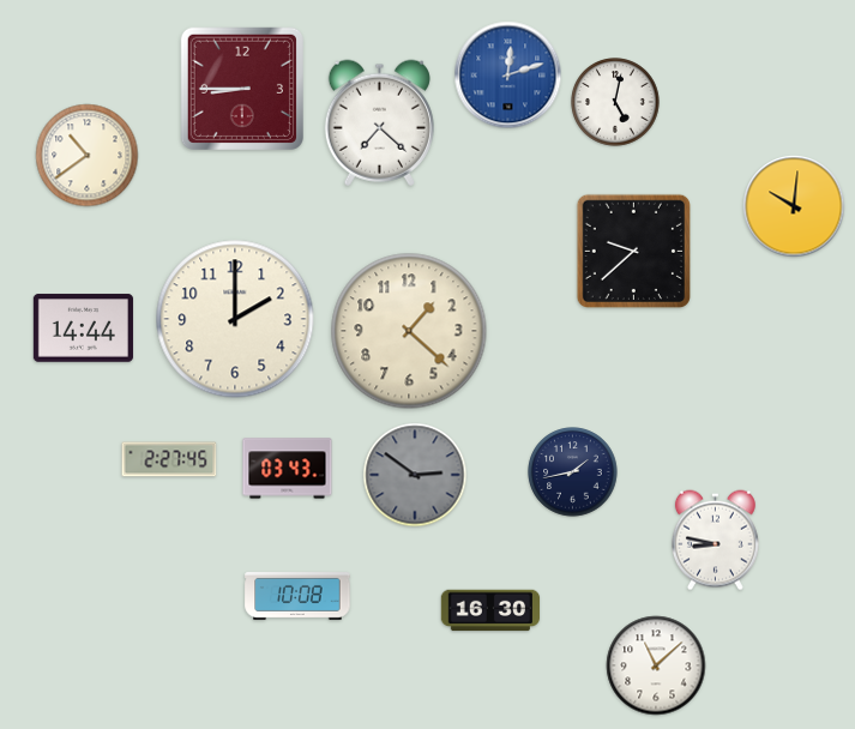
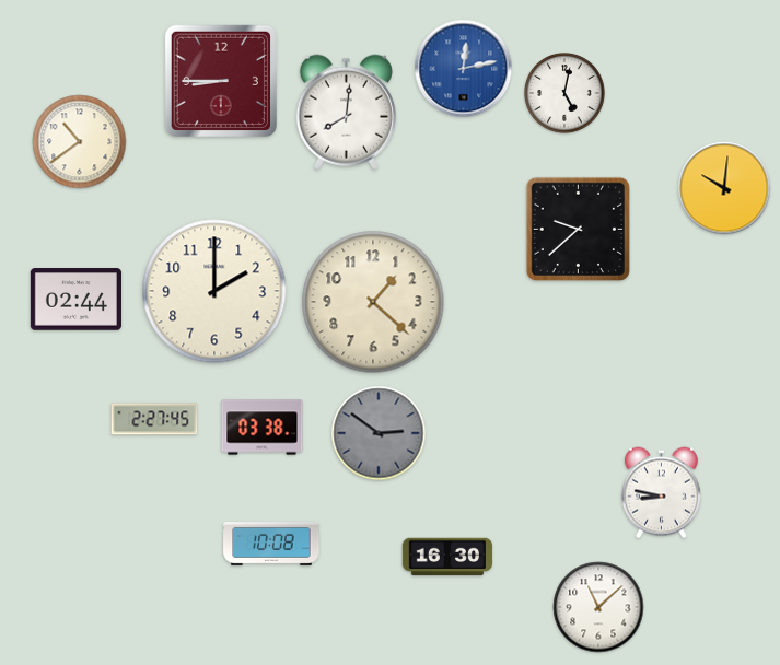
clock at (508, 76): 12:12 -> 12:13
clock at (615, 102) position: (615, 102) -> (564, 93)
clock at (379, 122): 7:22 -> 8:01
clock at (83, 329): 14:44 -> 02:44
clock at (288, 469): 03:43 -> 03:38
clock at (573, 472): 1:43 -> none
clock at (715, 541) position: (715, 541) -> (661, 493)
